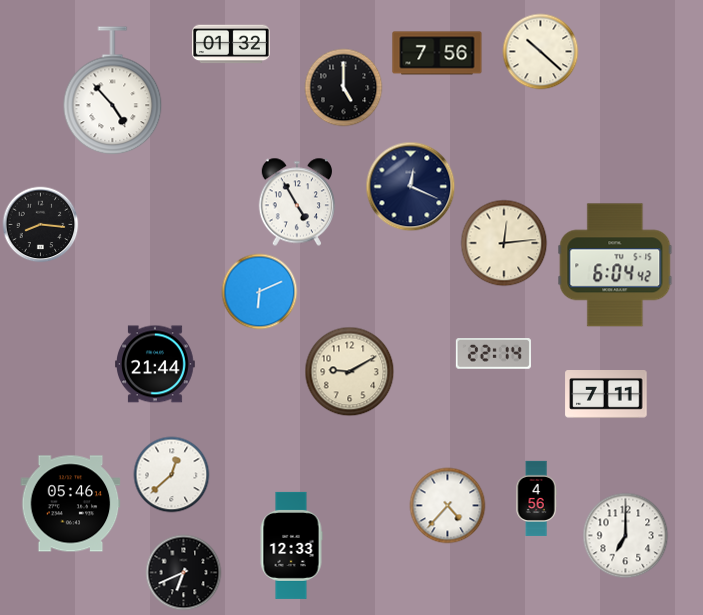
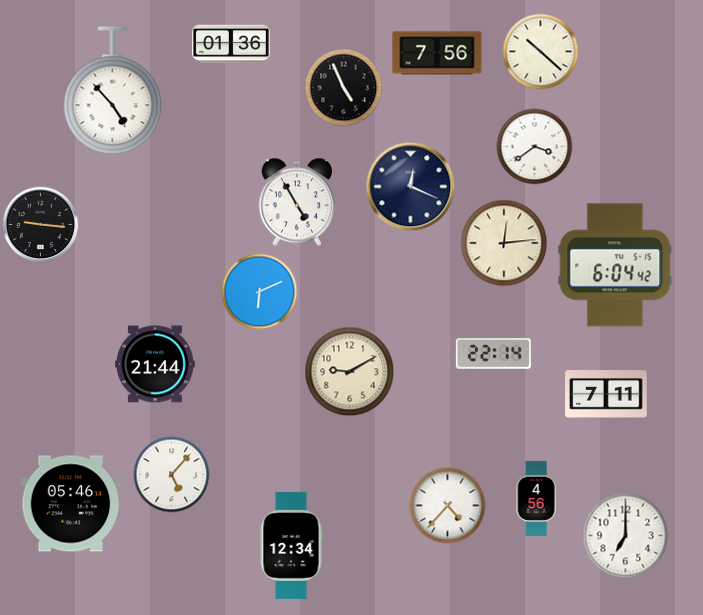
clock at (231, 44): 01:32 -> 01:36
clock at (344, 88): 5:00 -> 4:56
clock at (535, 147): none -> 3:39
clock at (41, 225): 8:16 -> 9:16
clock at (172, 475): 12:38 -> 5:07
clock at (291, 545): 12:33 -> 12:34
clock at (184, 573): 6:41 -> none
